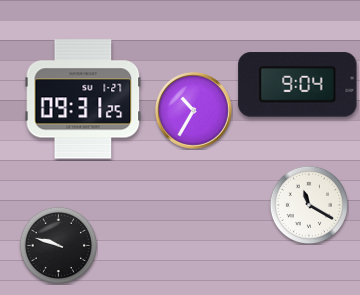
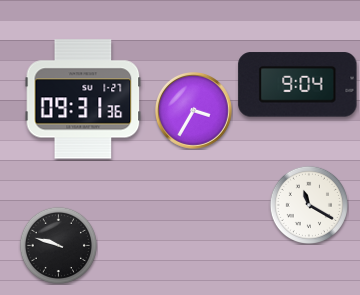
clock at (83, 99): 09:31:25 -> 09:31:36
clock at (194, 111): 10:35 -> 3:35
